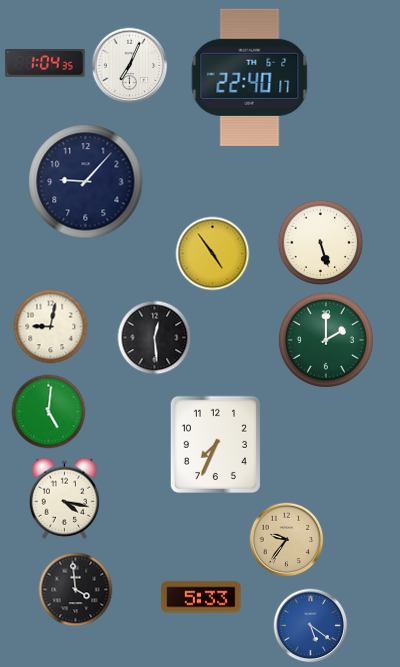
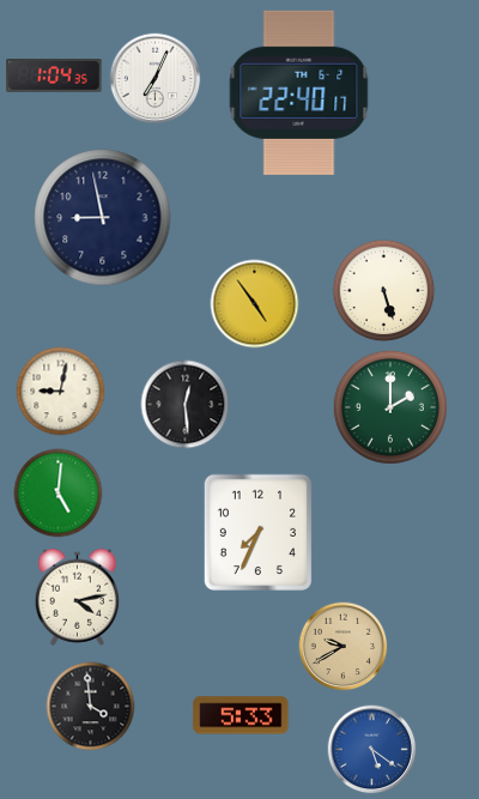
clock at (86, 182): 9:07 -> 8:58
clock at (65, 498): 4:17 -> 4:13
clock at (287, 540): 9:36 -> 9:40
